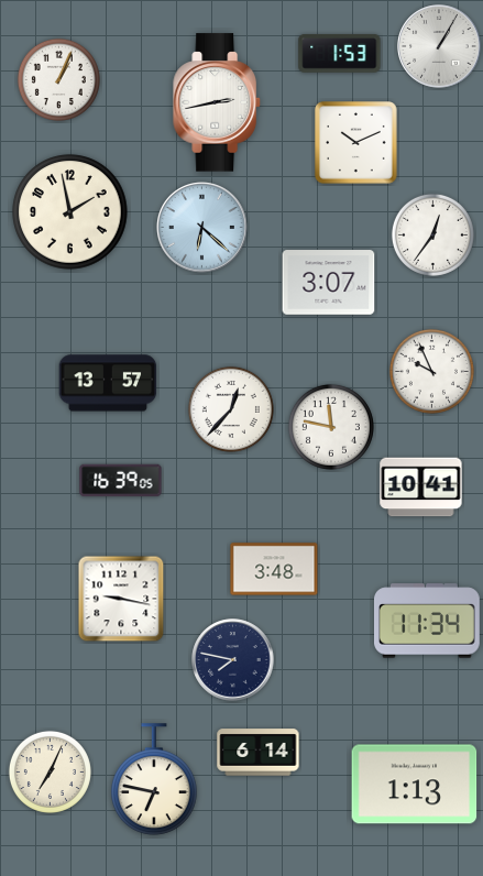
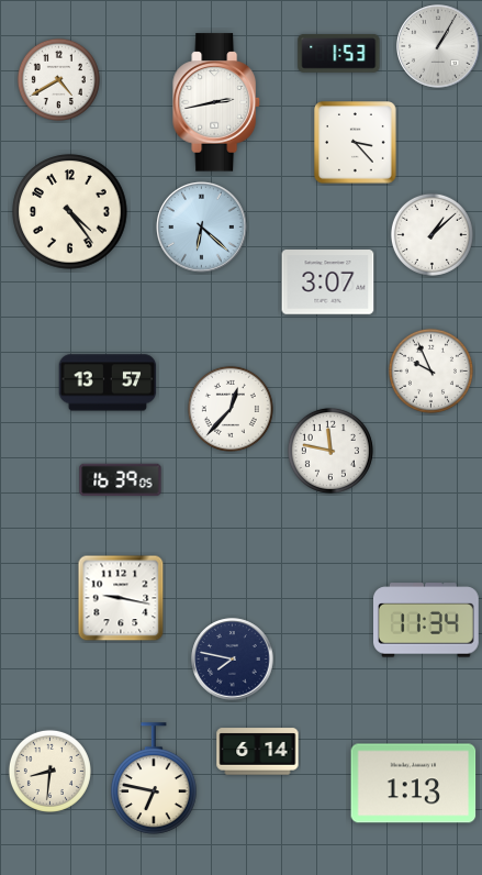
clock at (58, 79): 1:04 -> 4:40
clock at (356, 143): 10:11 -> 3:23
clock at (70, 212): 1:58 -> 4:24
clock at (432, 234): 12:36 -> 1:08
clock at (331, 427) position: (331, 427) -> (330, 451)
clock at (421, 488): 10:41 -> none
clock at (274, 569): 3:48 -> none
clock at (50, 771): 7:04 -> 8:31
